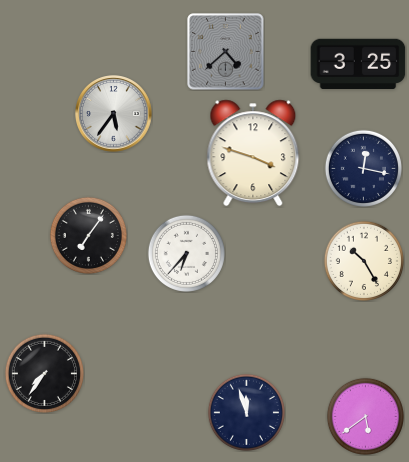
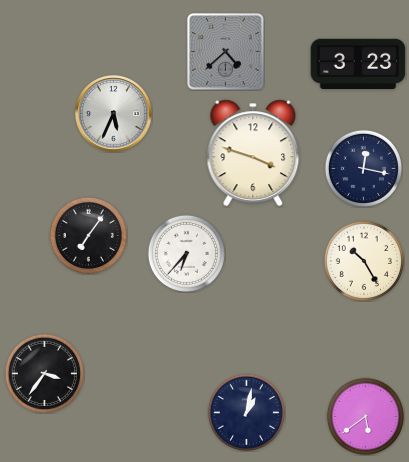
clock at (358, 63): 3:25 -> 3:23
clock at (114, 114): 5:36 -> 5:34
clock at (44, 373): 7:36 -> 3:36
clock at (246, 412): 11:57 -> 1:02
